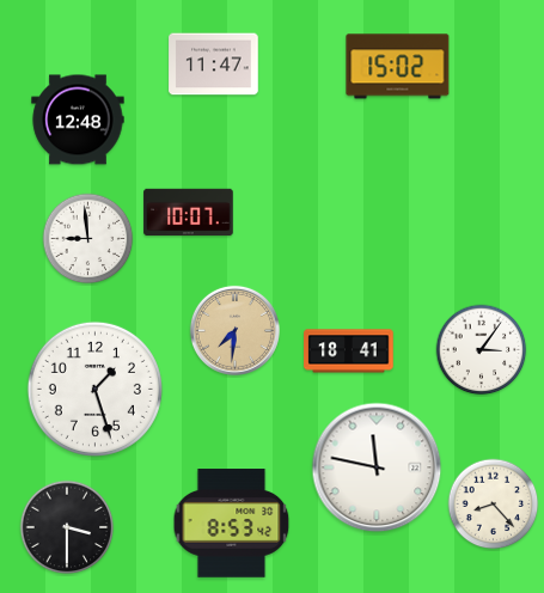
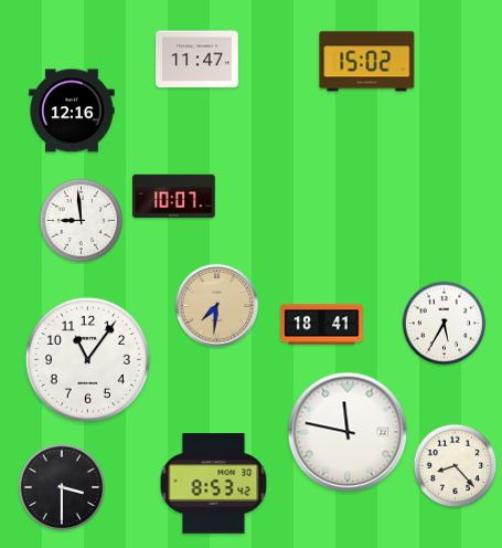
clock at (78, 120): 12:48 -> 12:16
clock at (482, 350): 3:06 -> 5:35
clock at (94, 389): 1:27 -> 11:06
